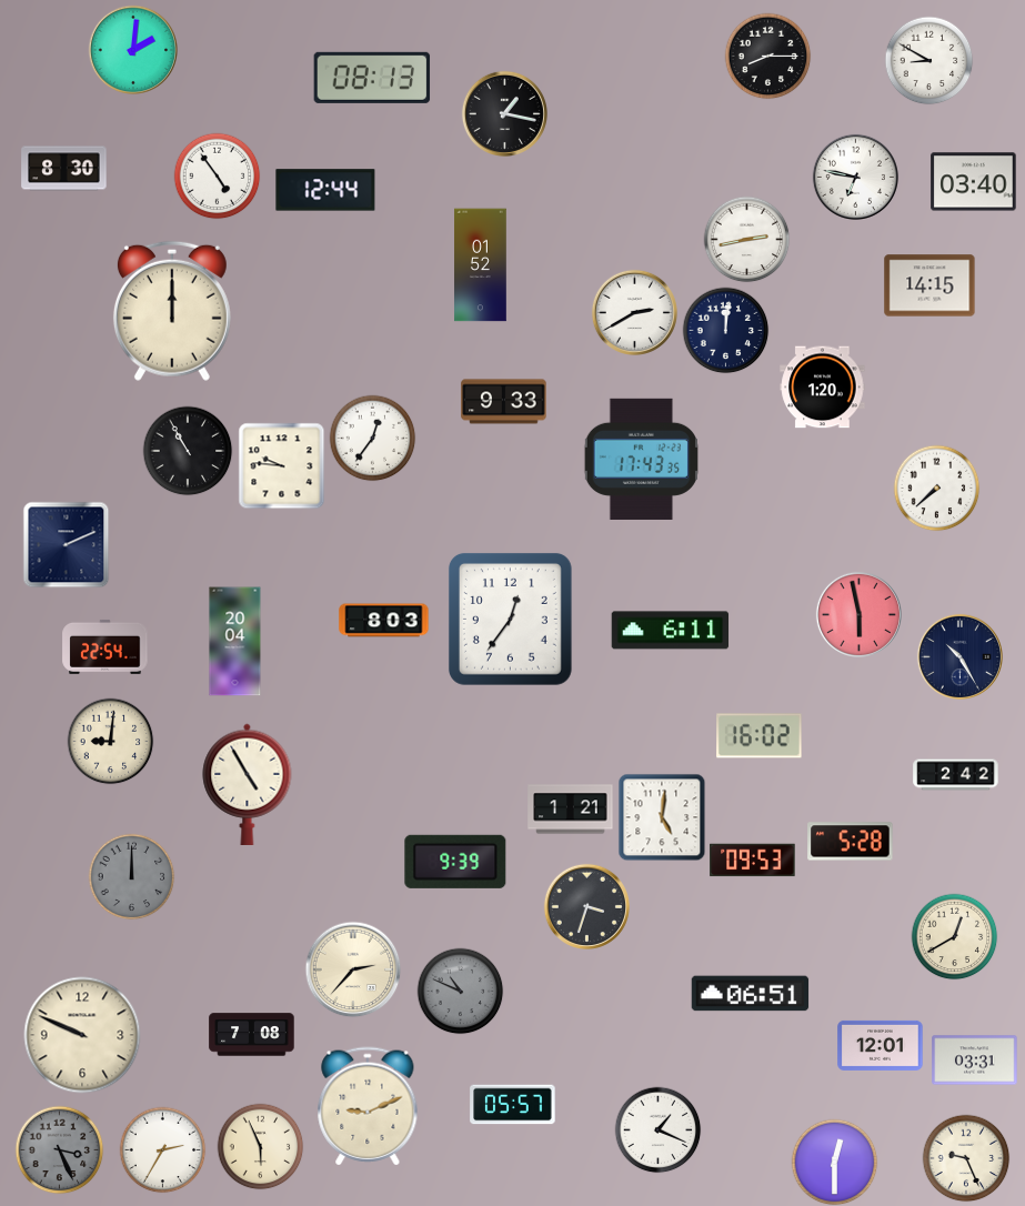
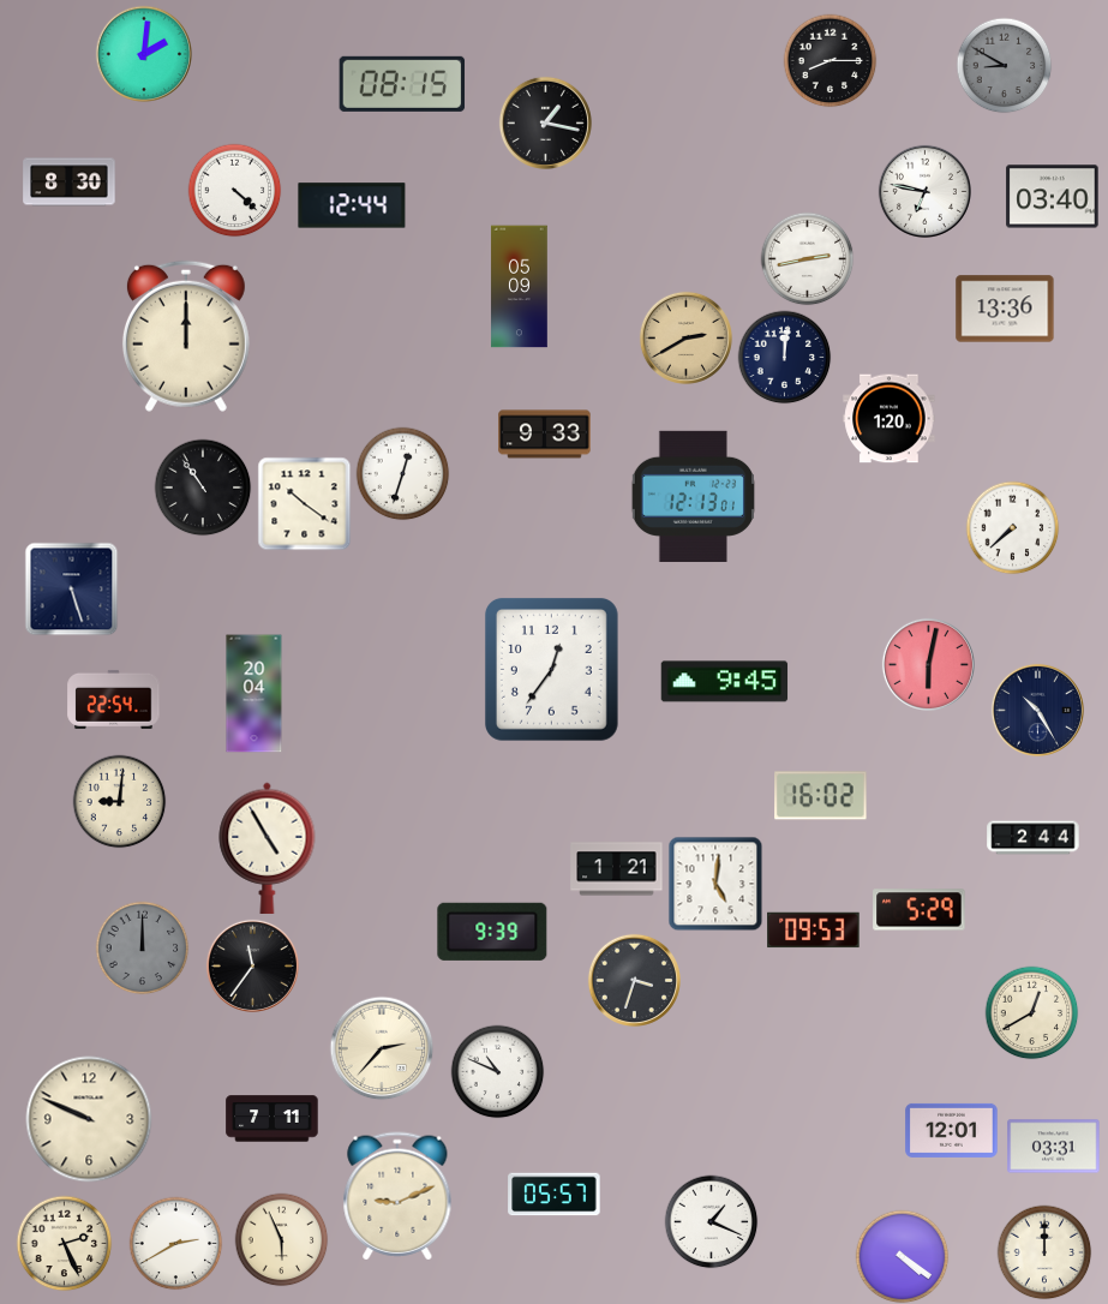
clock at (928, 60) dial: white -> grey
clock at (372, 78): 08:13 -> 08:15
clock at (217, 175): 4:54 -> 4:22
clock at (481, 265): 01:52 -> 05:09
clock at (929, 285): 14:15 -> 13:36
clock at (634, 312) dial: white -> champagne
clock at (372, 438): 12:36 -> 12:33
clock at (188, 451): 10:55 -> 10:54
clock at (641, 459): 17:43 -> 12:13
clock at (281, 465): 9:46 -> 10:21
clock at (66, 544): 2:11 -> 5:27
clock at (858, 614): 5:58 -> 6:02
clock at (384, 621): 8:03 -> none
clock at (671, 631): 6:11 -> 9:45
clock at (956, 775): 2:42 -> 2:44
clock at (571, 810) position: (571, 810) -> (617, 869)
clock at (851, 842): 5:28 -> 5:29
clock at (252, 965): none -> 11:36
clock at (460, 991) dial: grey -> white
clock at (751, 994): 06:51 -> none
clock at (252, 1035): 7:08 -> 7:11
clock at (59, 1149): 3:26 -> 2:26
clock at (59, 1149) dial: grey -> cream
clock at (162, 1149): 2:35 -> 2:40
clock at (966, 1158): 9:26 -> 12:00
clock at (834, 1162): 12:30 -> 4:21
